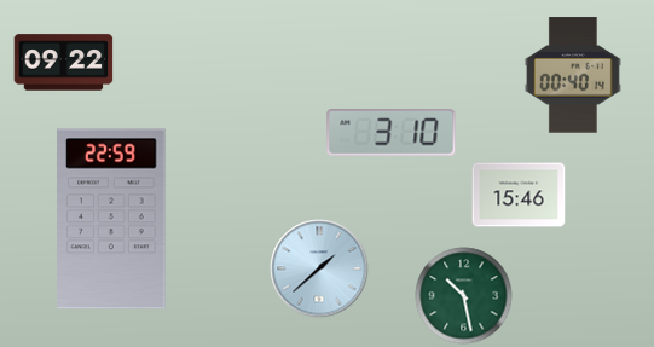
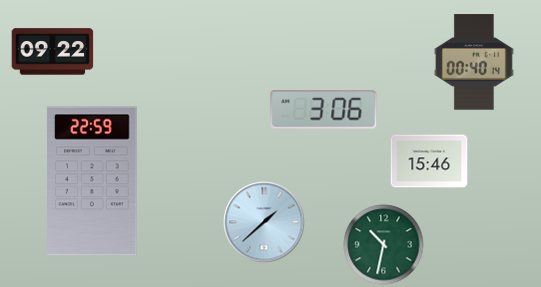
clock at (392, 133): 3:10 -> 3:06
clock at (464, 296): 10:28 -> 10:32
